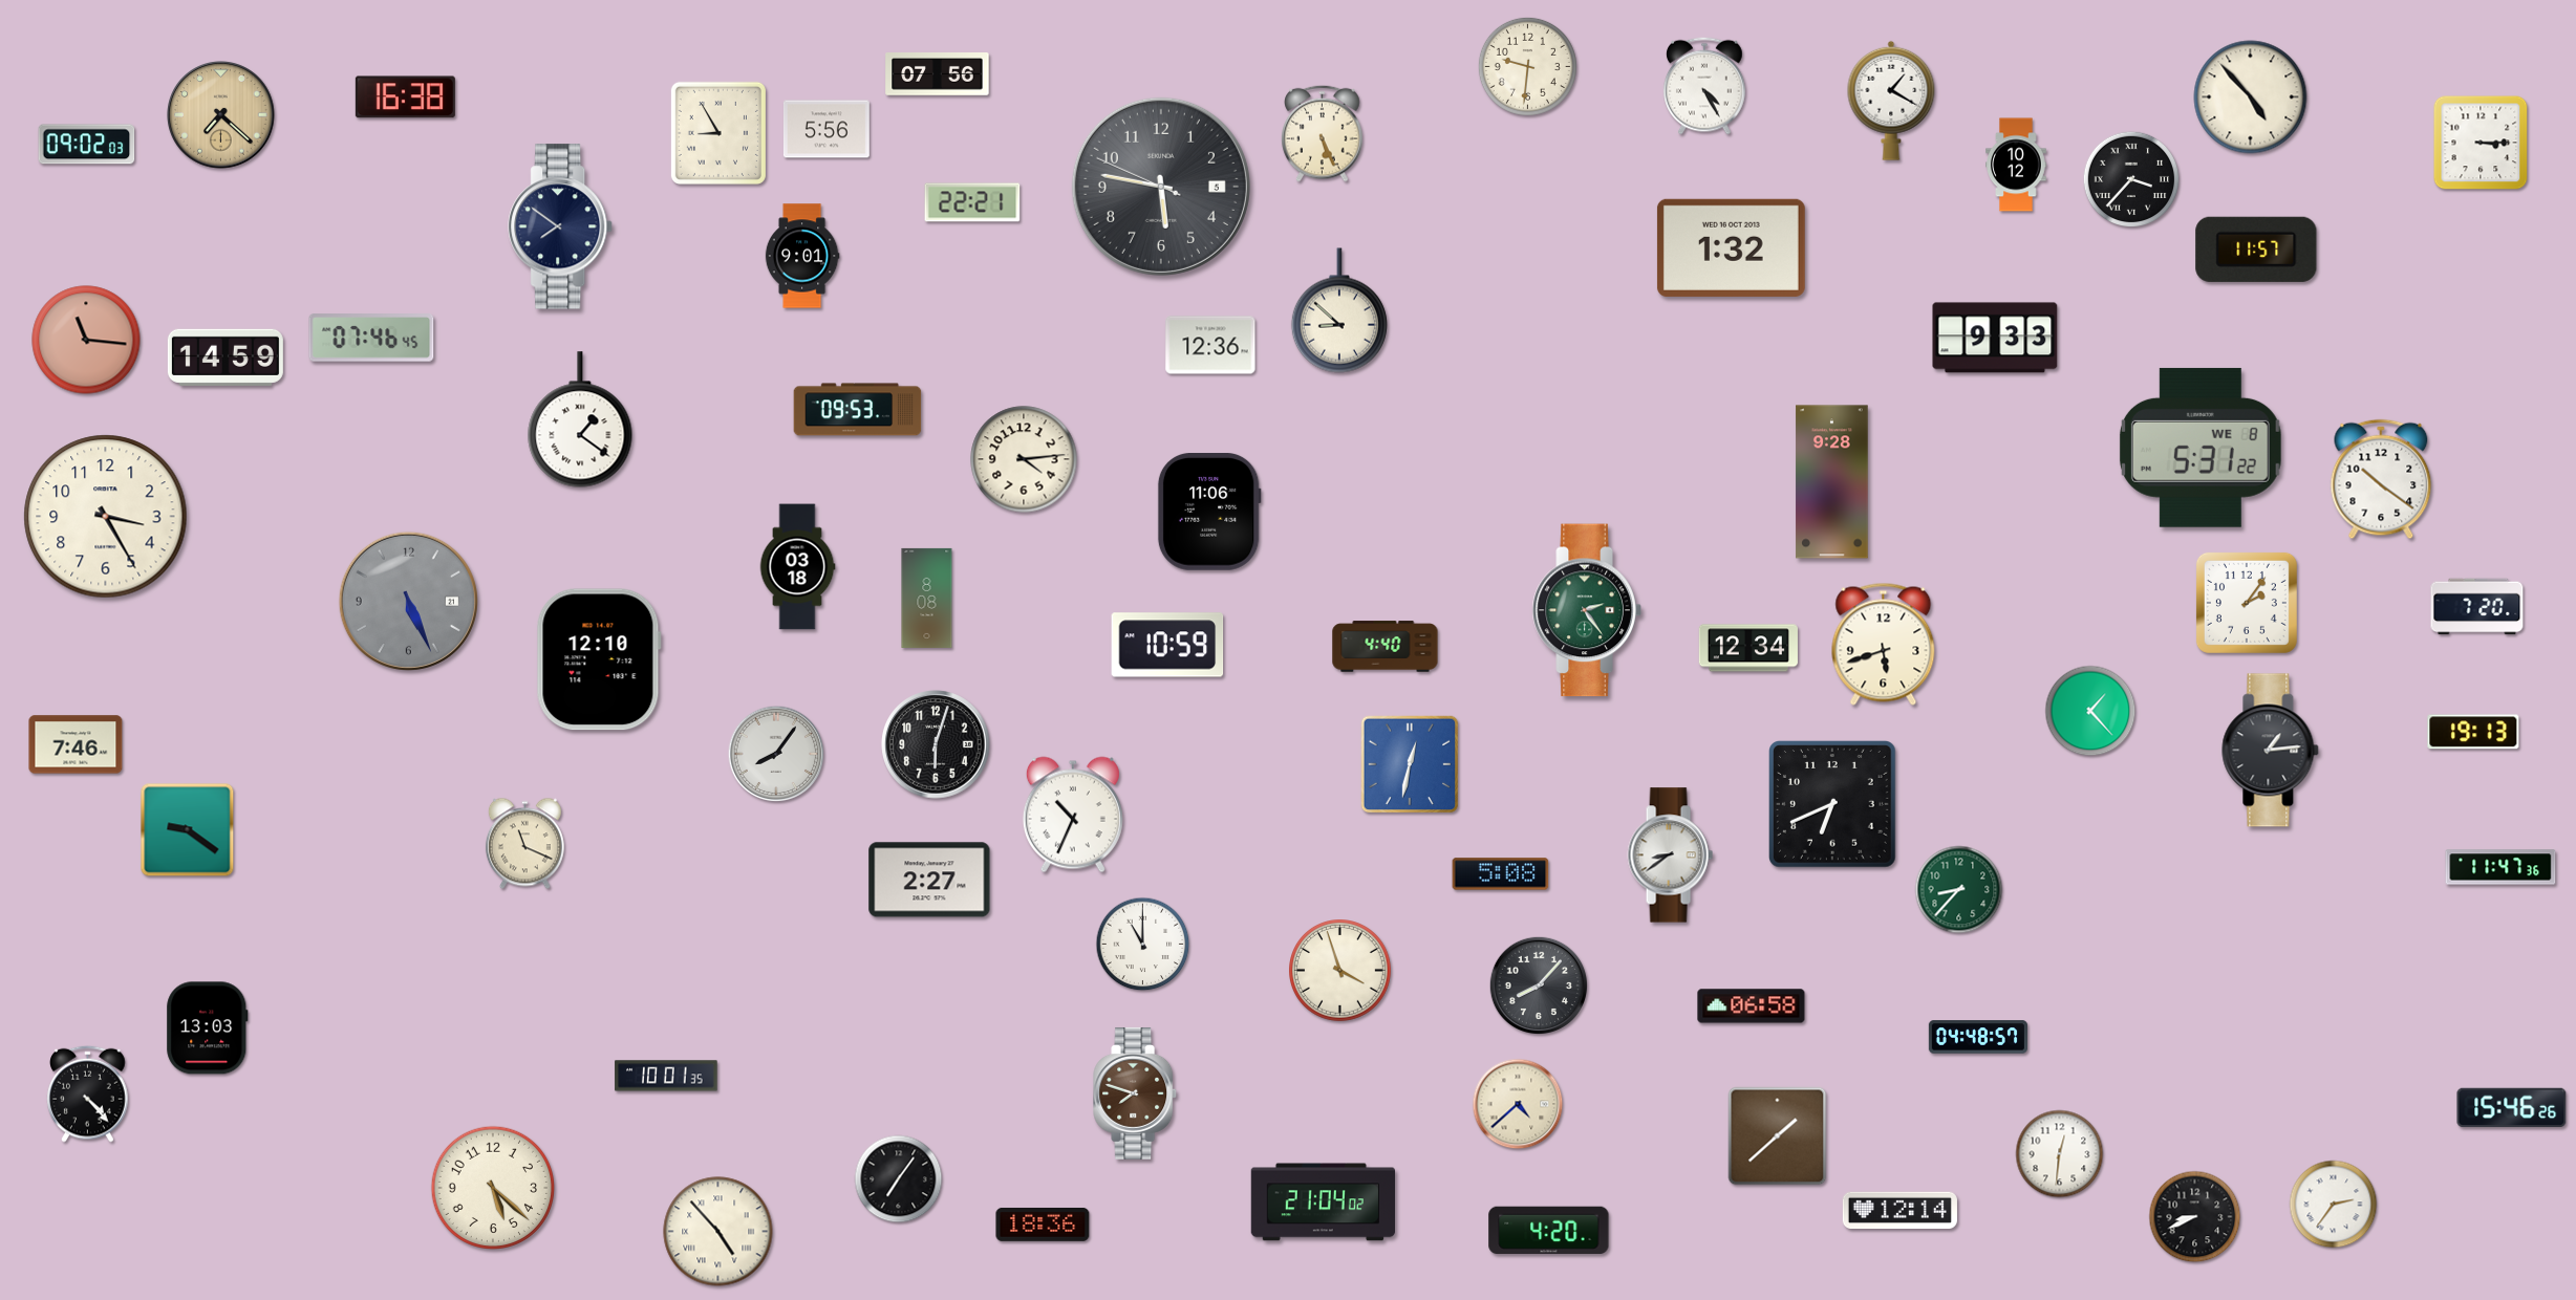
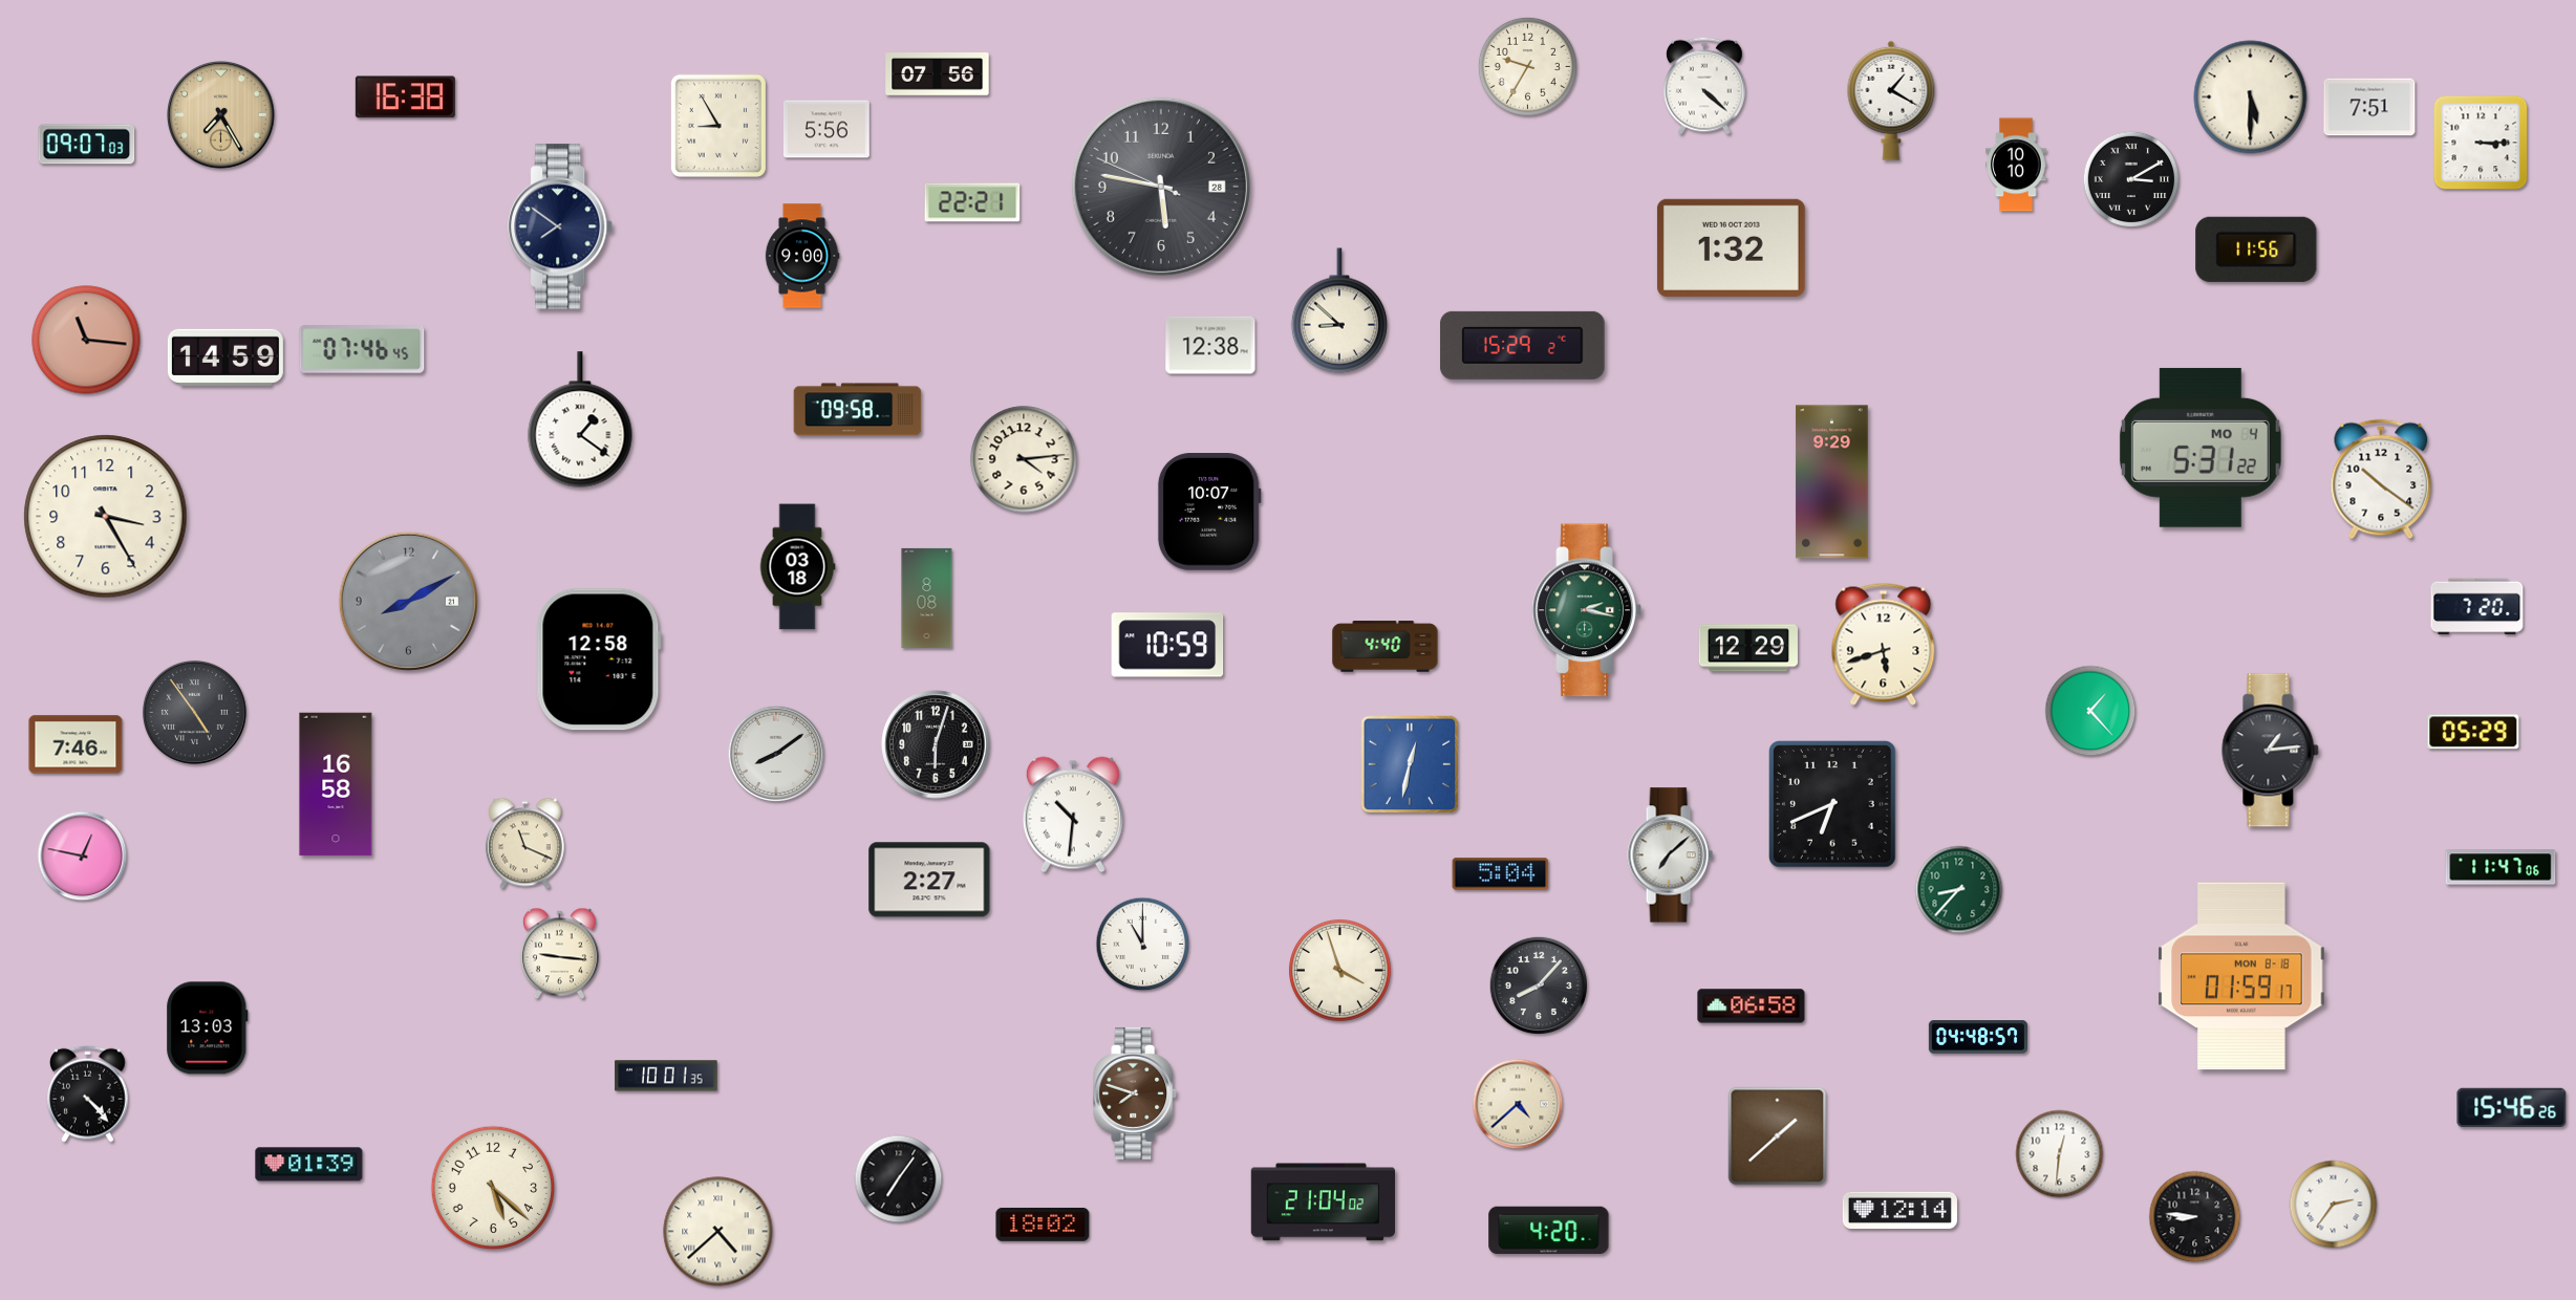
clock at (1527, 66): 9:31 -> 9:35
clock at (1705, 86): 4:25 -> 4:22
clock at (2251, 97): 4:53 -> 5:30
clock at (2369, 107): none -> 7:51
clock at (221, 115): 7:22 -> 7:25
clock at (718, 133) position: (718, 133) -> (718, 126)
clock at (1323, 133): 5:26 -> none
clock at (87, 145): 09:02 -> 09:07
clock at (2016, 165): 10:12 -> 10:10
clock at (2131, 179): 3:37 -> 3:10
clock at (1161, 187) date: 5 -> 28
clock at (2256, 250): 11:57 -> 11:56
clock at (802, 256): 9:01 -> 9:00
clock at (371, 338) position: (371, 338) -> (362, 349)
clock at (1995, 338): 9:33 -> none
clock at (1210, 345): 12:36 -> 12:38
clock at (1523, 345): none -> 15:29
clock at (858, 410): 09:53 -> 09:58
clock at (2201, 448) date: WE 8 -> MO 4
clock at (1832, 482): 9:28 -> 9:29
clock at (1209, 513): 11:06 -> 10:07
clock at (408, 601): 5:26 -> 8:10
clock at (2247, 603): 2:06 -> none
clock at (1587, 610): 2:24 -> 2:17
clock at (1748, 648): 12:34 -> 12:29
clock at (599, 659): 12:10 -> 12:58
clock at (194, 712): none -> 4:54
clock at (2473, 732): 19:13 -> 05:29
clock at (776, 754): 8:06 -> 8:09
clock at (336, 784): none -> 16:58
clock at (1073, 815): 10:34 -> 10:31
clock at (188, 830): 9:21 -> none
clock at (1670, 855): 8:39 -> 7:08
clock at (83, 857): none -> 12:47
clock at (2500, 867): 11:47:36 -> 11:47:06
clock at (1501, 874): 5:08 -> 5:04
clock at (559, 954): none -> 9:16
clock at (2241, 976): none -> 01:59
clock at (309, 1165): none -> 01:39
clock at (2195, 1217): 8:41 -> 8:46
clock at (1043, 1225): 18:36 -> 18:02
clock at (718, 1232): 4:53 -> 4:38
